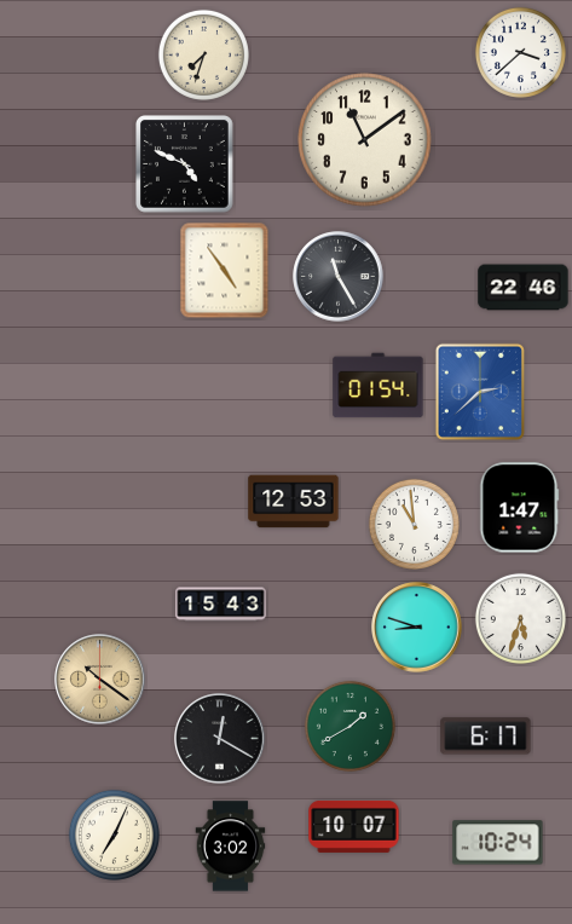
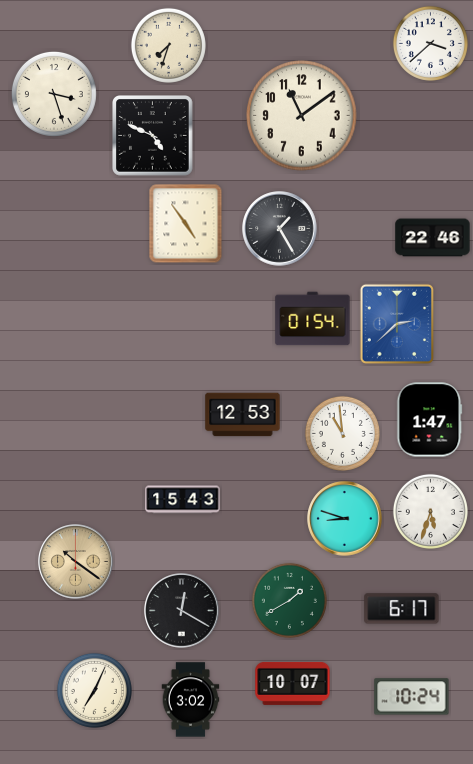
clock at (54, 94): none -> 3:27
clock at (339, 277): 11:25 -> 1:25
clock at (100, 680) position: (100, 680) -> (76, 562)
